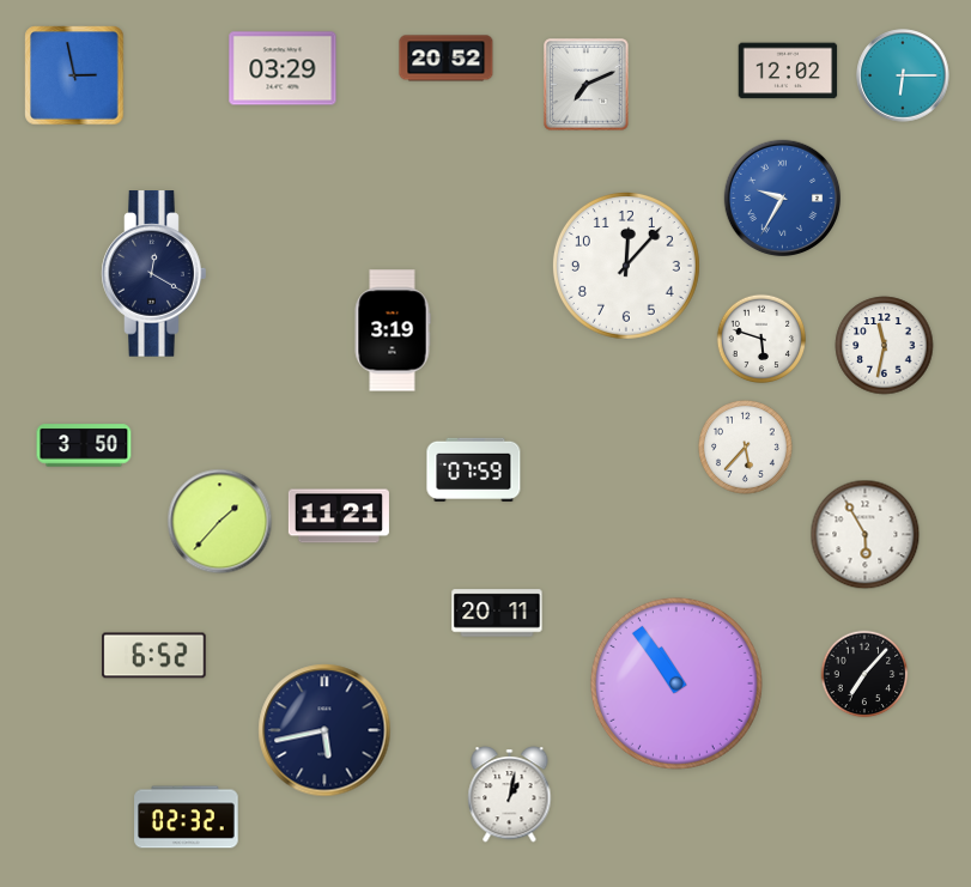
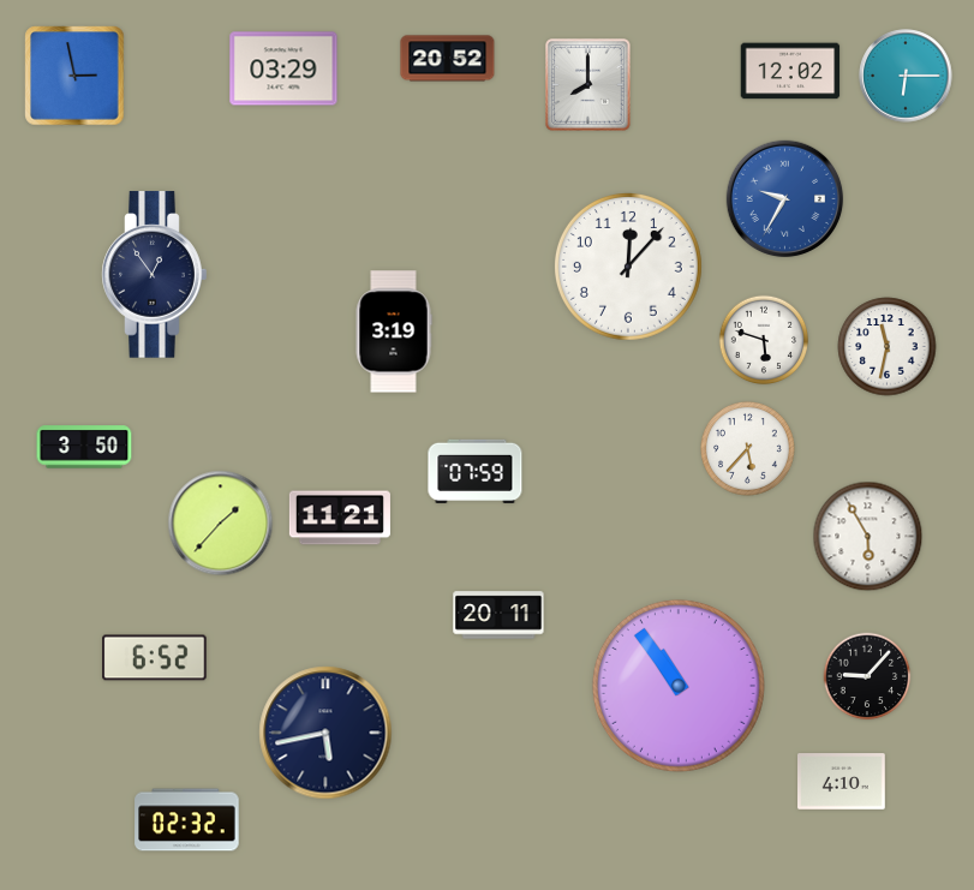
clock at (587, 85): 7:11 -> 8:00
clock at (154, 274): 12:20 -> 12:54
clock at (864, 674): 7:07 -> 9:07
clock at (842, 782): none -> 4:10
clock at (510, 795): 1:02 -> none
